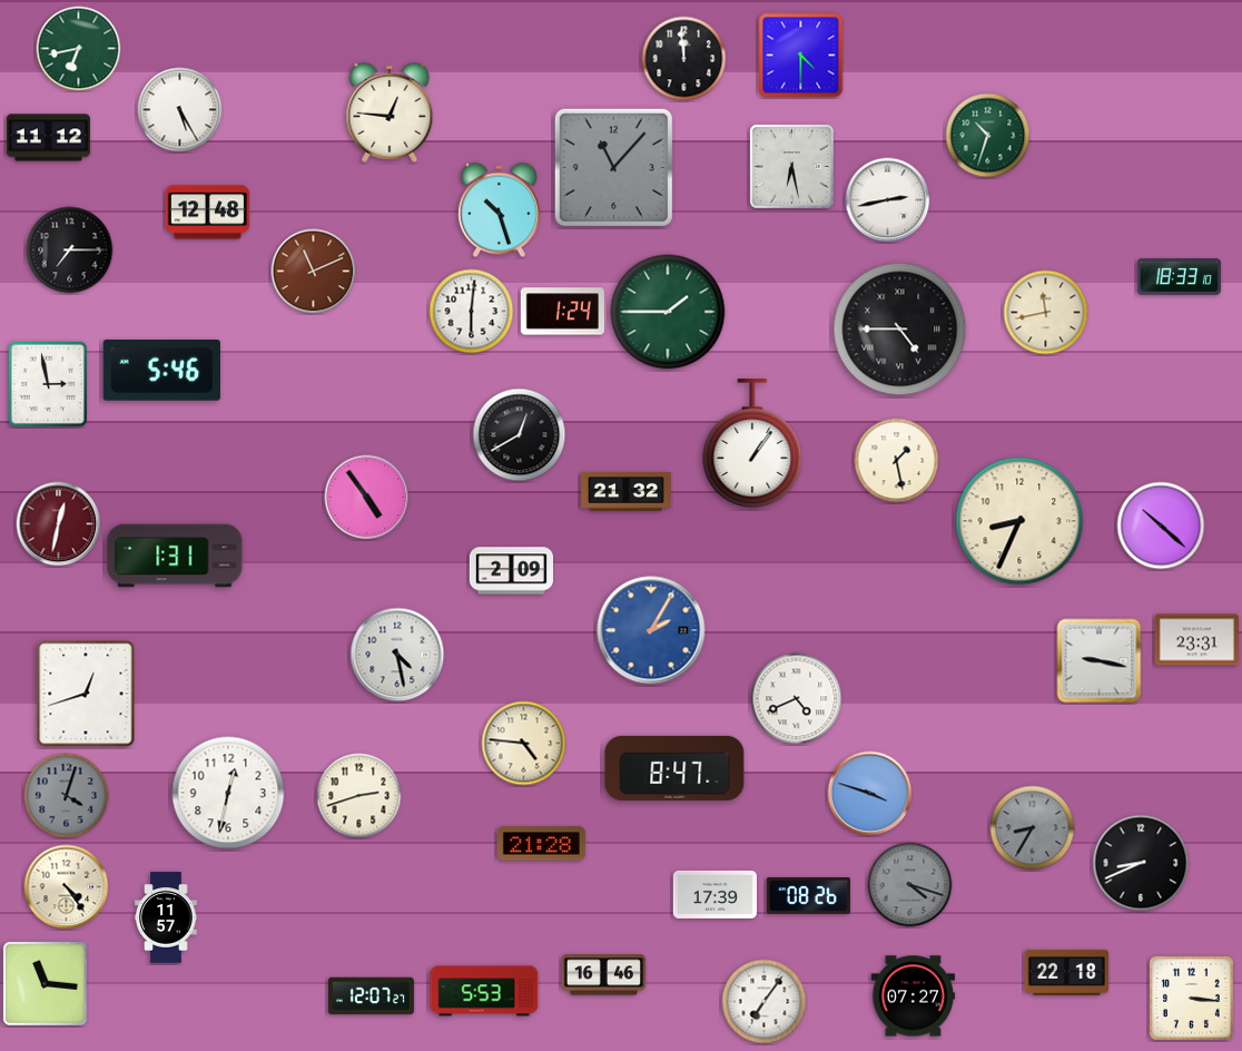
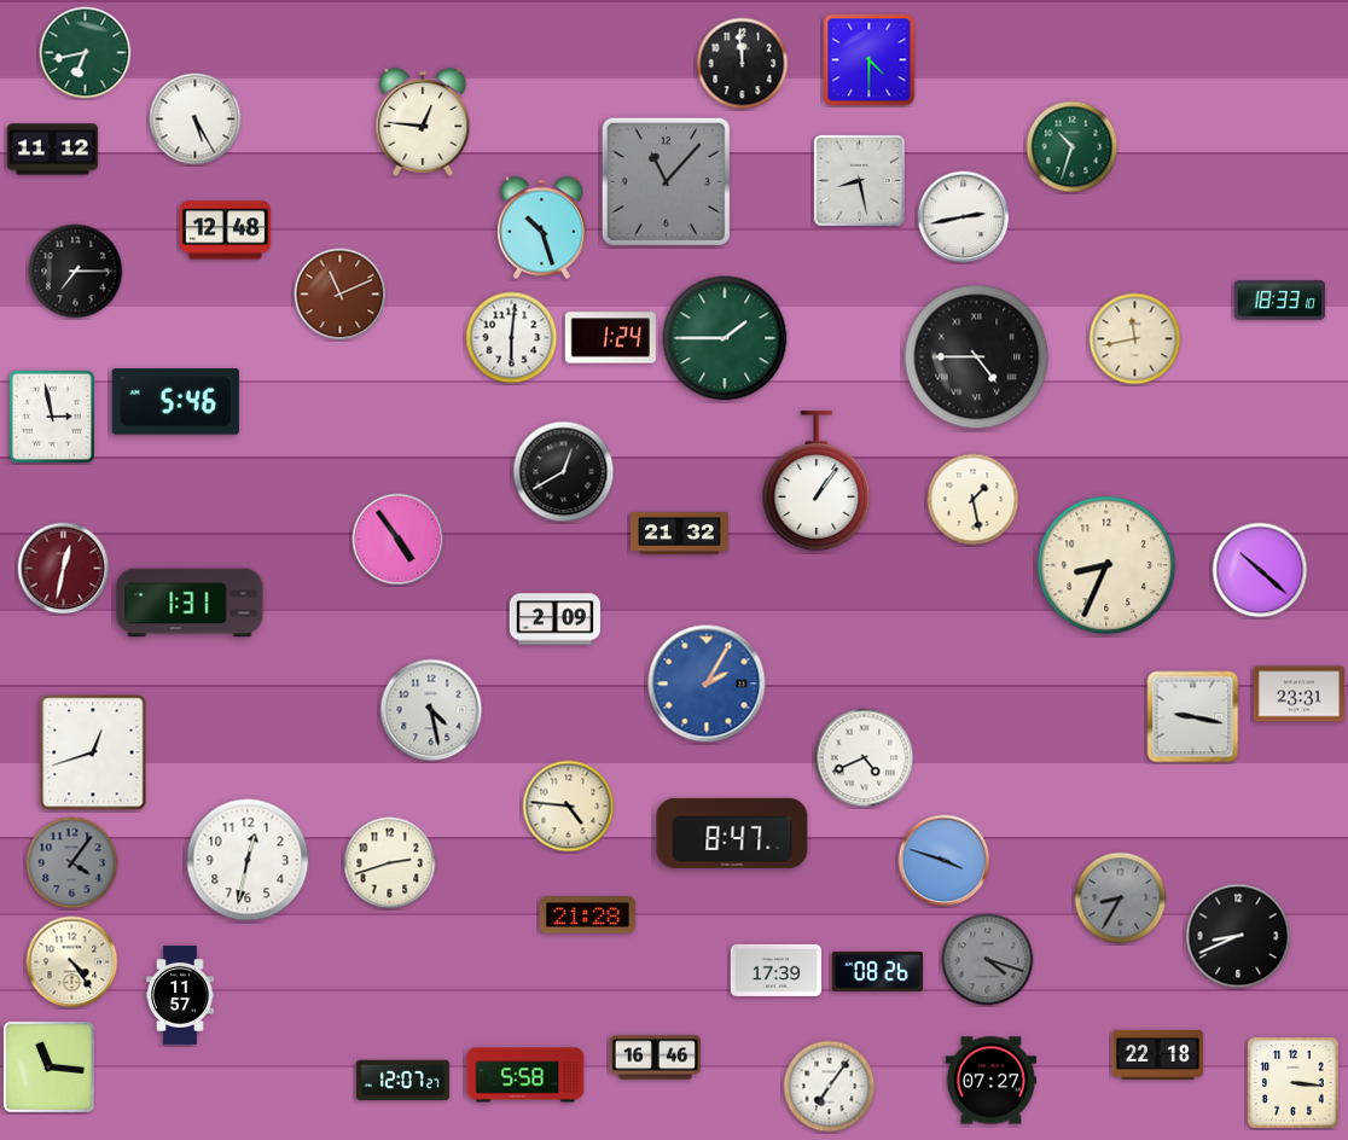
clock at (791, 166): 6:28 -> 8:28
clock at (67, 796): 4:03 -> 4:06
clock at (484, 991): 5:53 -> 5:58
